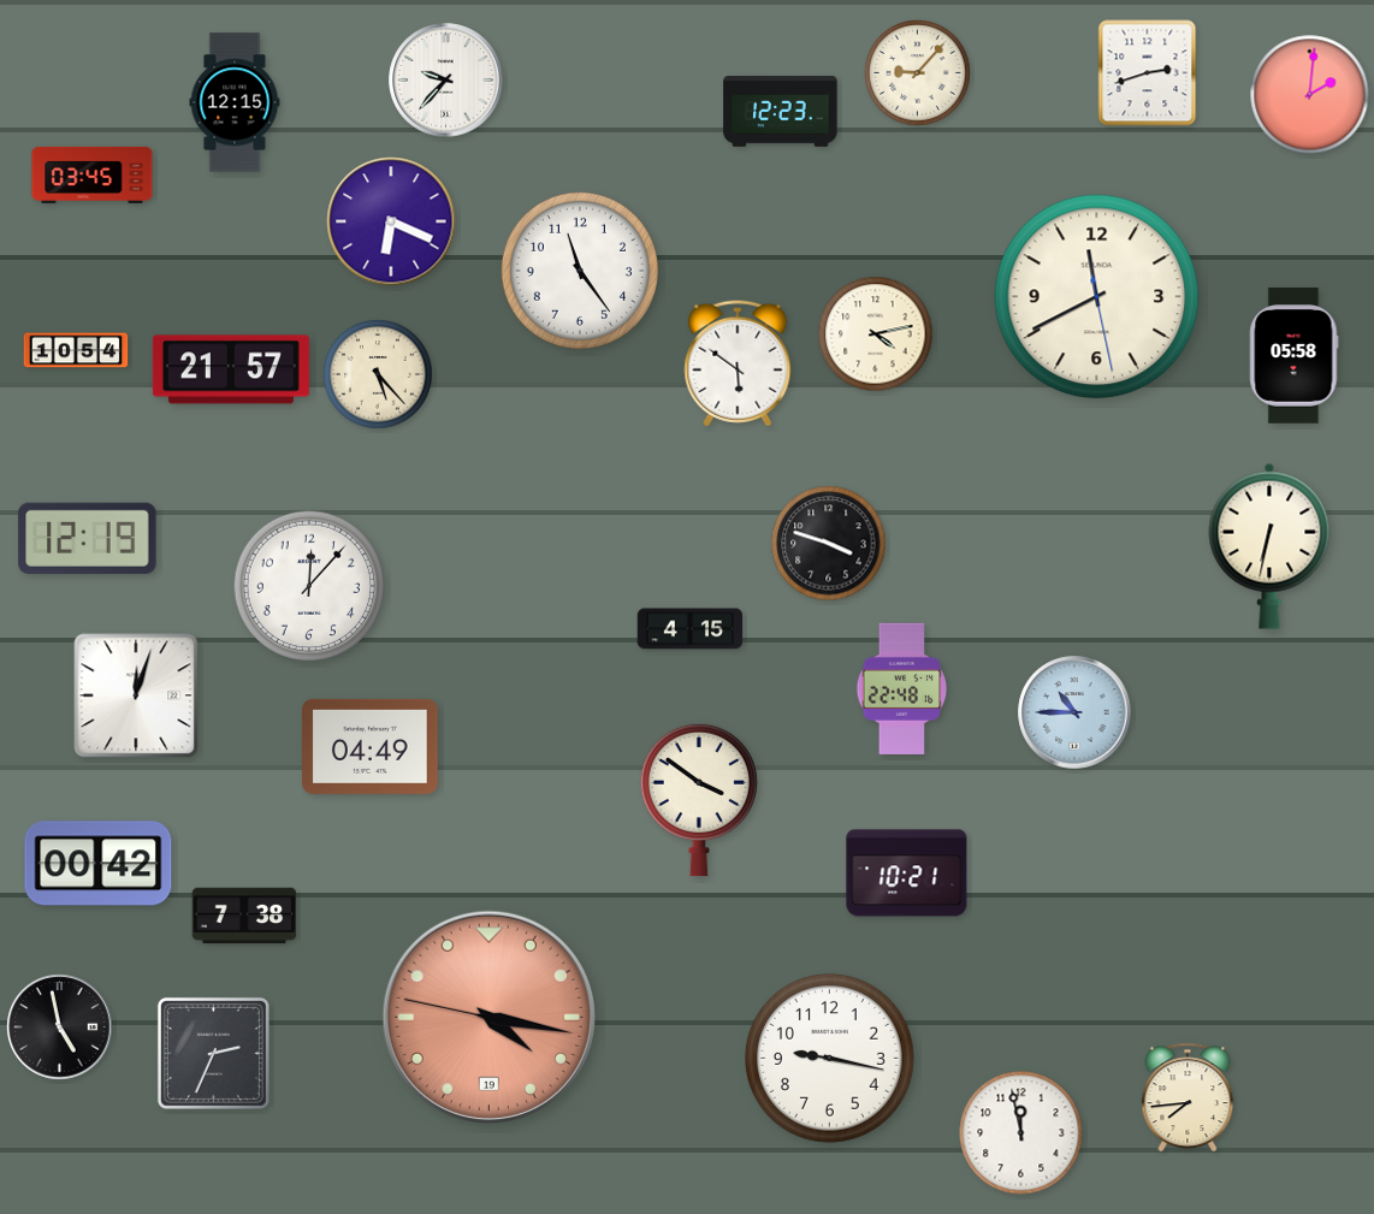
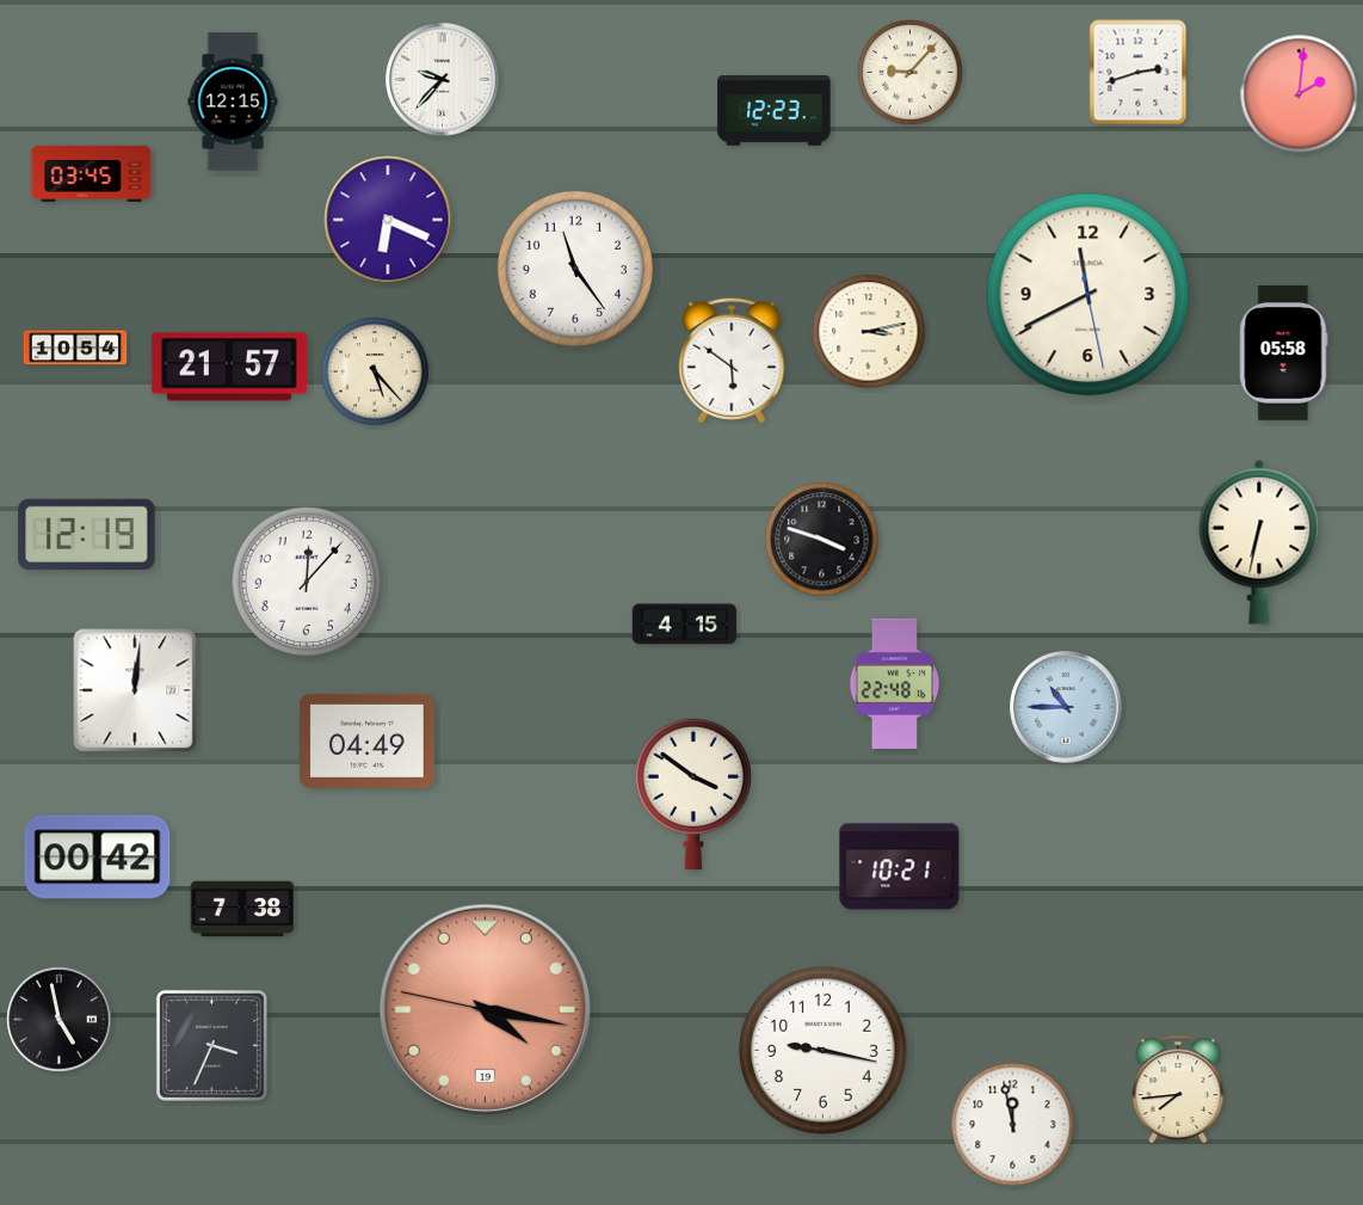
clock at (876, 334): 4:13 -> 3:13
clock at (136, 695): 12:03 -> 12:01
clock at (213, 1053): 2:34 -> 3:34
